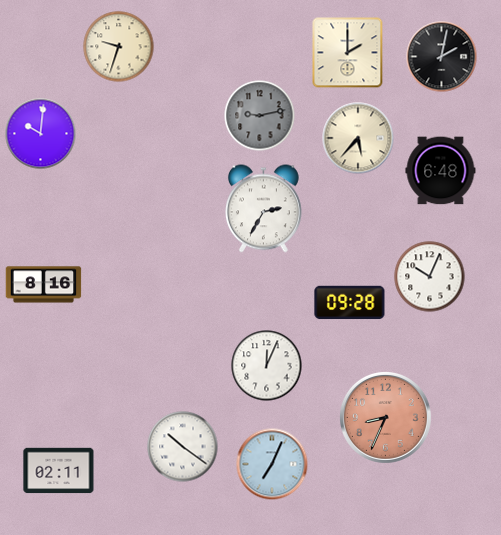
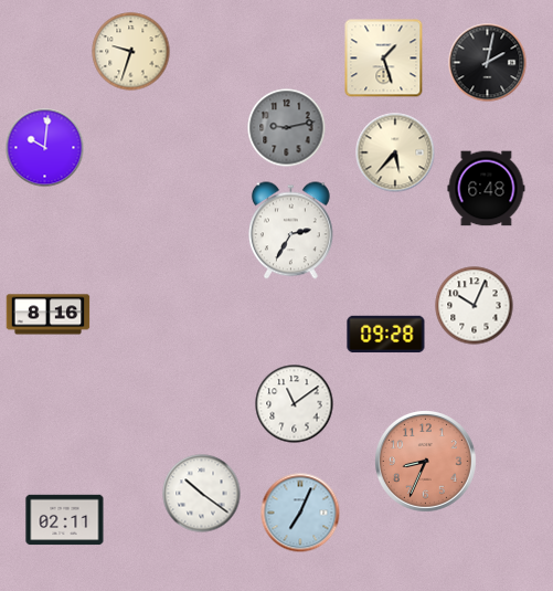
clock at (348, 53): 2:00 -> 1:27
clock at (267, 366): 12:04 -> 11:09
